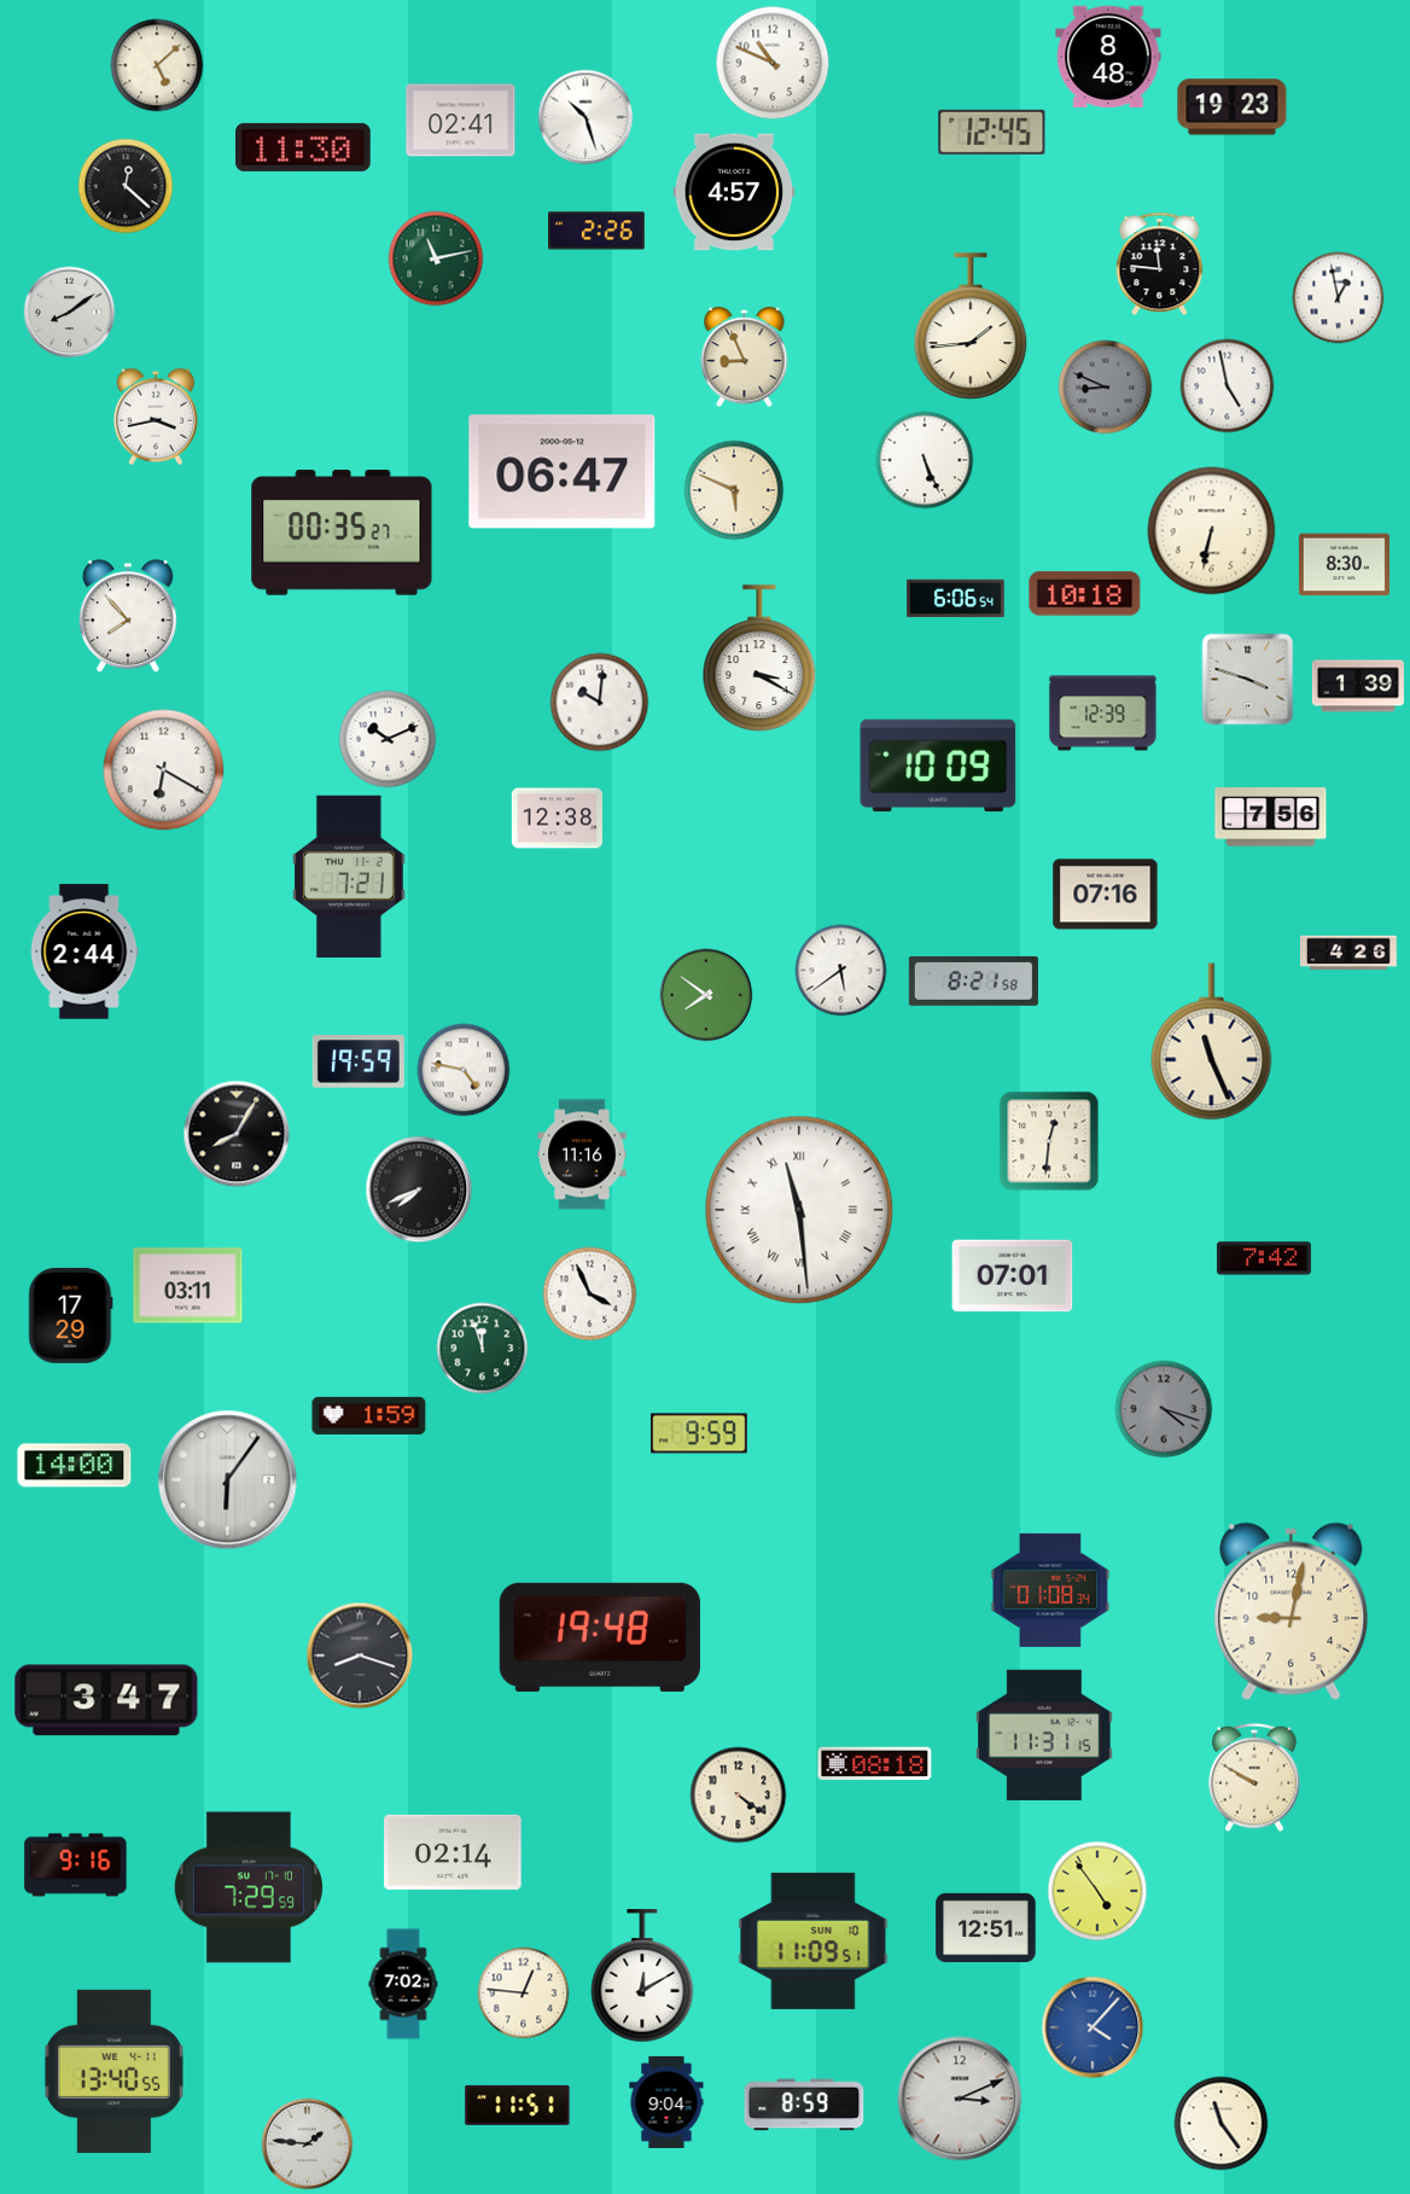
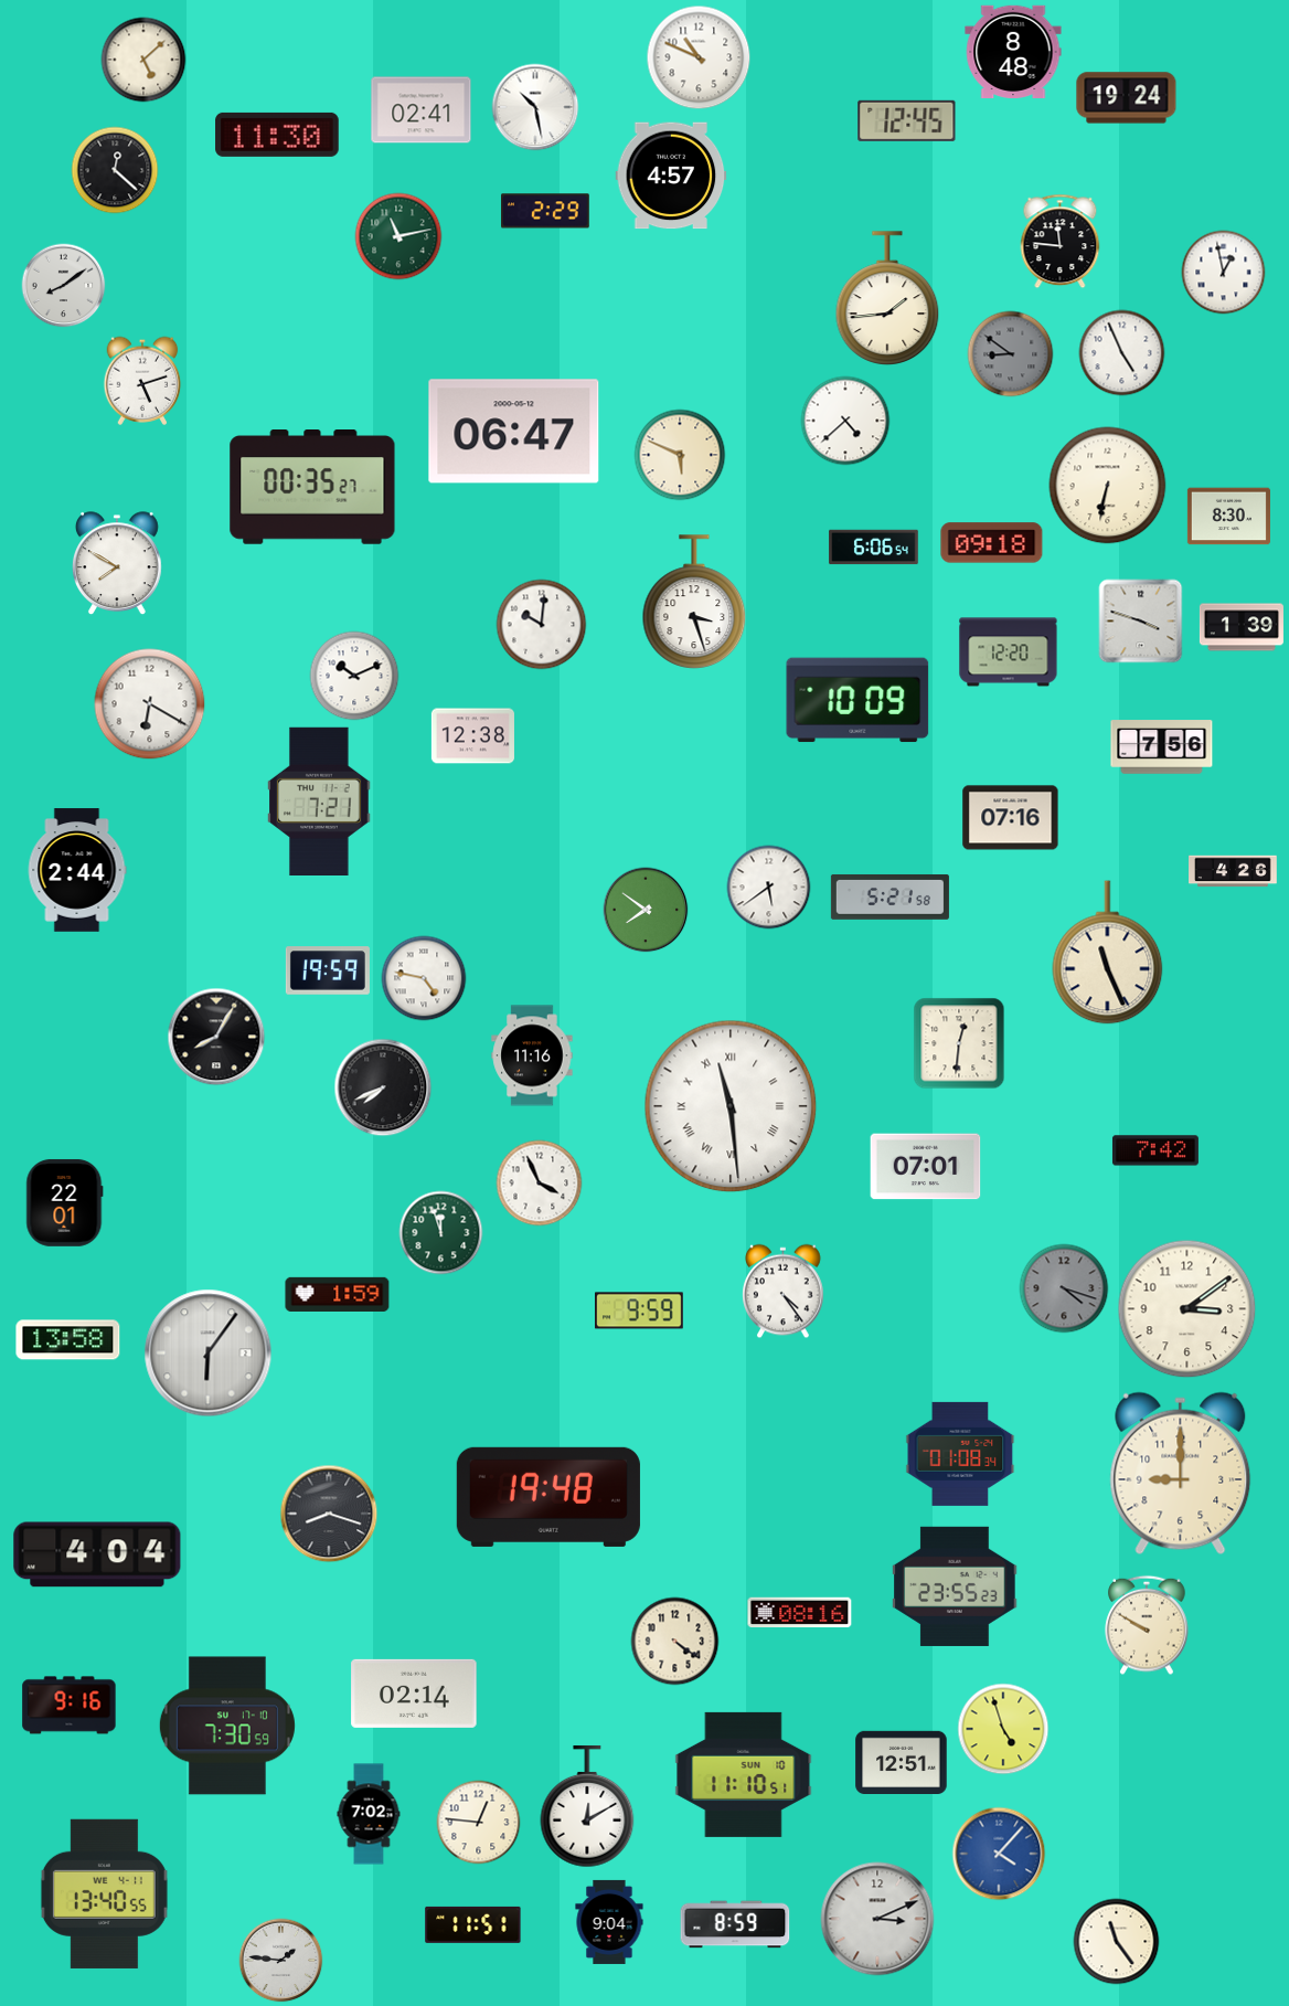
clock at (773, 63) position: (773, 63) -> (699, 57)
clock at (1233, 107): 19:23 -> 19:24
clock at (585, 117): 10:27 -> 10:28
clock at (598, 231): 2:26 -> 2:29
clock at (745, 357): 8:56 -> none
clock at (1228, 386): 4:58 -> 4:56
clock at (1106, 388): 8:49 -> 8:51
clock at (156, 417): 3:43 -> 5:12
clock at (925, 460): 5:26 -> 4:38
clock at (734, 490) position: (734, 490) -> (680, 455)
clock at (1085, 594): 10:18 -> 09:18
clock at (129, 617): 7:53 -> 7:50
clock at (759, 658): 3:20 -> 3:27
clock at (600, 703) position: (600, 703) -> (542, 625)
clock at (1103, 714): 12:39 -> 12:20
clock at (557, 819) position: (557, 819) -> (472, 736)
clock at (973, 982): 8:21 -> 5:21
clock at (188, 1286): 03:11 -> none
clock at (71, 1315): 17:29 -> 22:01
clock at (784, 1292): none -> 4:24
clock at (1187, 1309): none -> 3:09
clock at (75, 1466): 14:00 -> 13:58
clock at (1292, 1612): 9:02 -> 9:00
clock at (106, 1700): 3:47 -> 4:04
clock at (1044, 1735): 11:31 -> 23:55
clock at (875, 1764): 08:18 -> 08:16
clock at (249, 1887): 7:29 -> 7:30
clock at (1097, 1891): 4:54 -> 4:57
clock at (814, 1940): 11:09 -> 11:10
